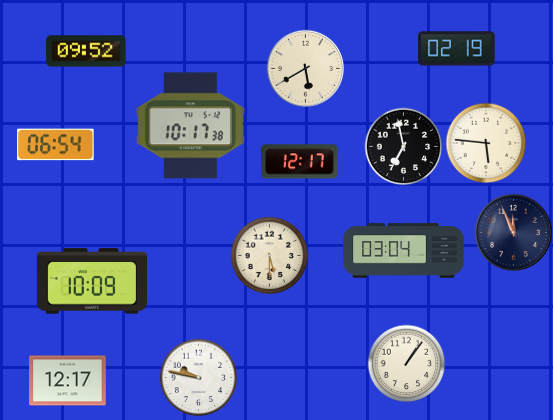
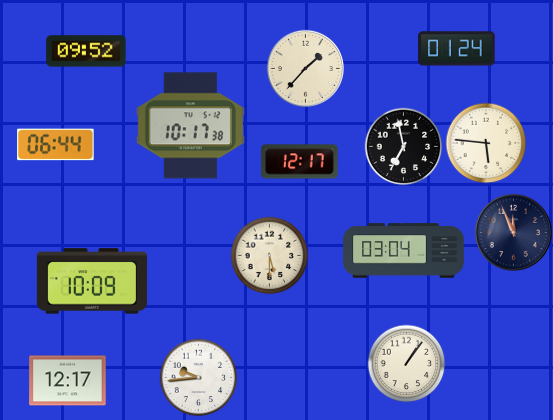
clock at (457, 49): 02:19 -> 01:24
clock at (305, 68): 5:40 -> 1:37
clock at (56, 145): 06:54 -> 06:44
clock at (198, 377): 9:47 -> 9:44
